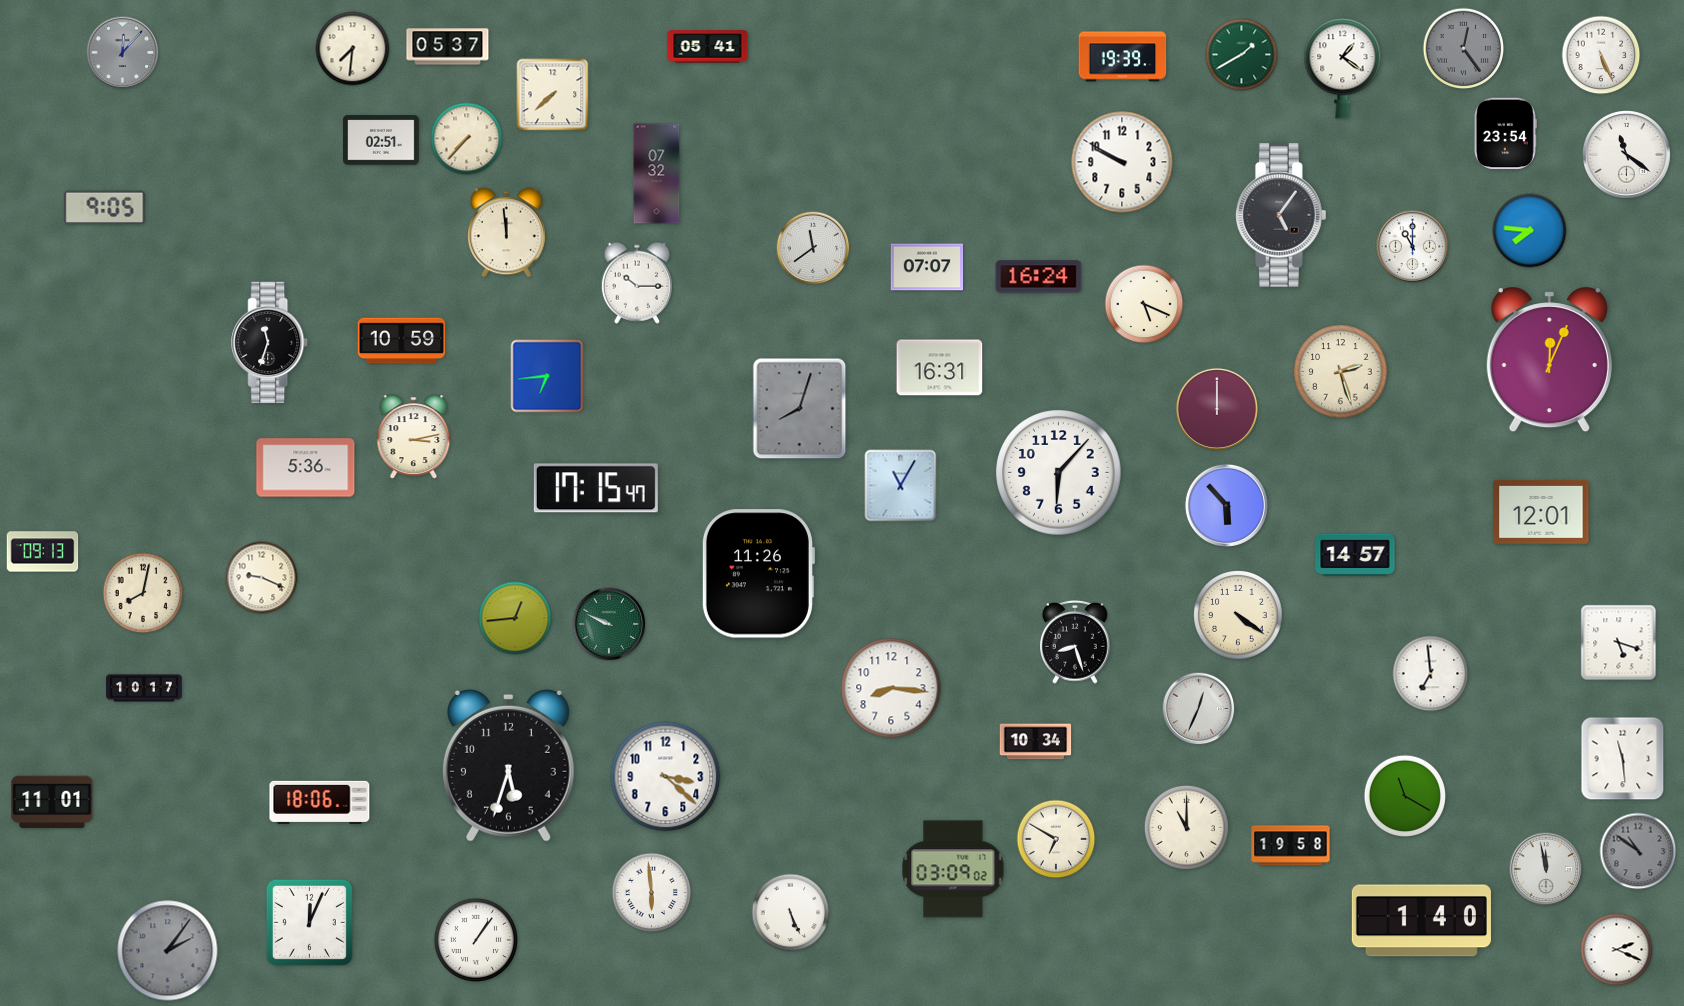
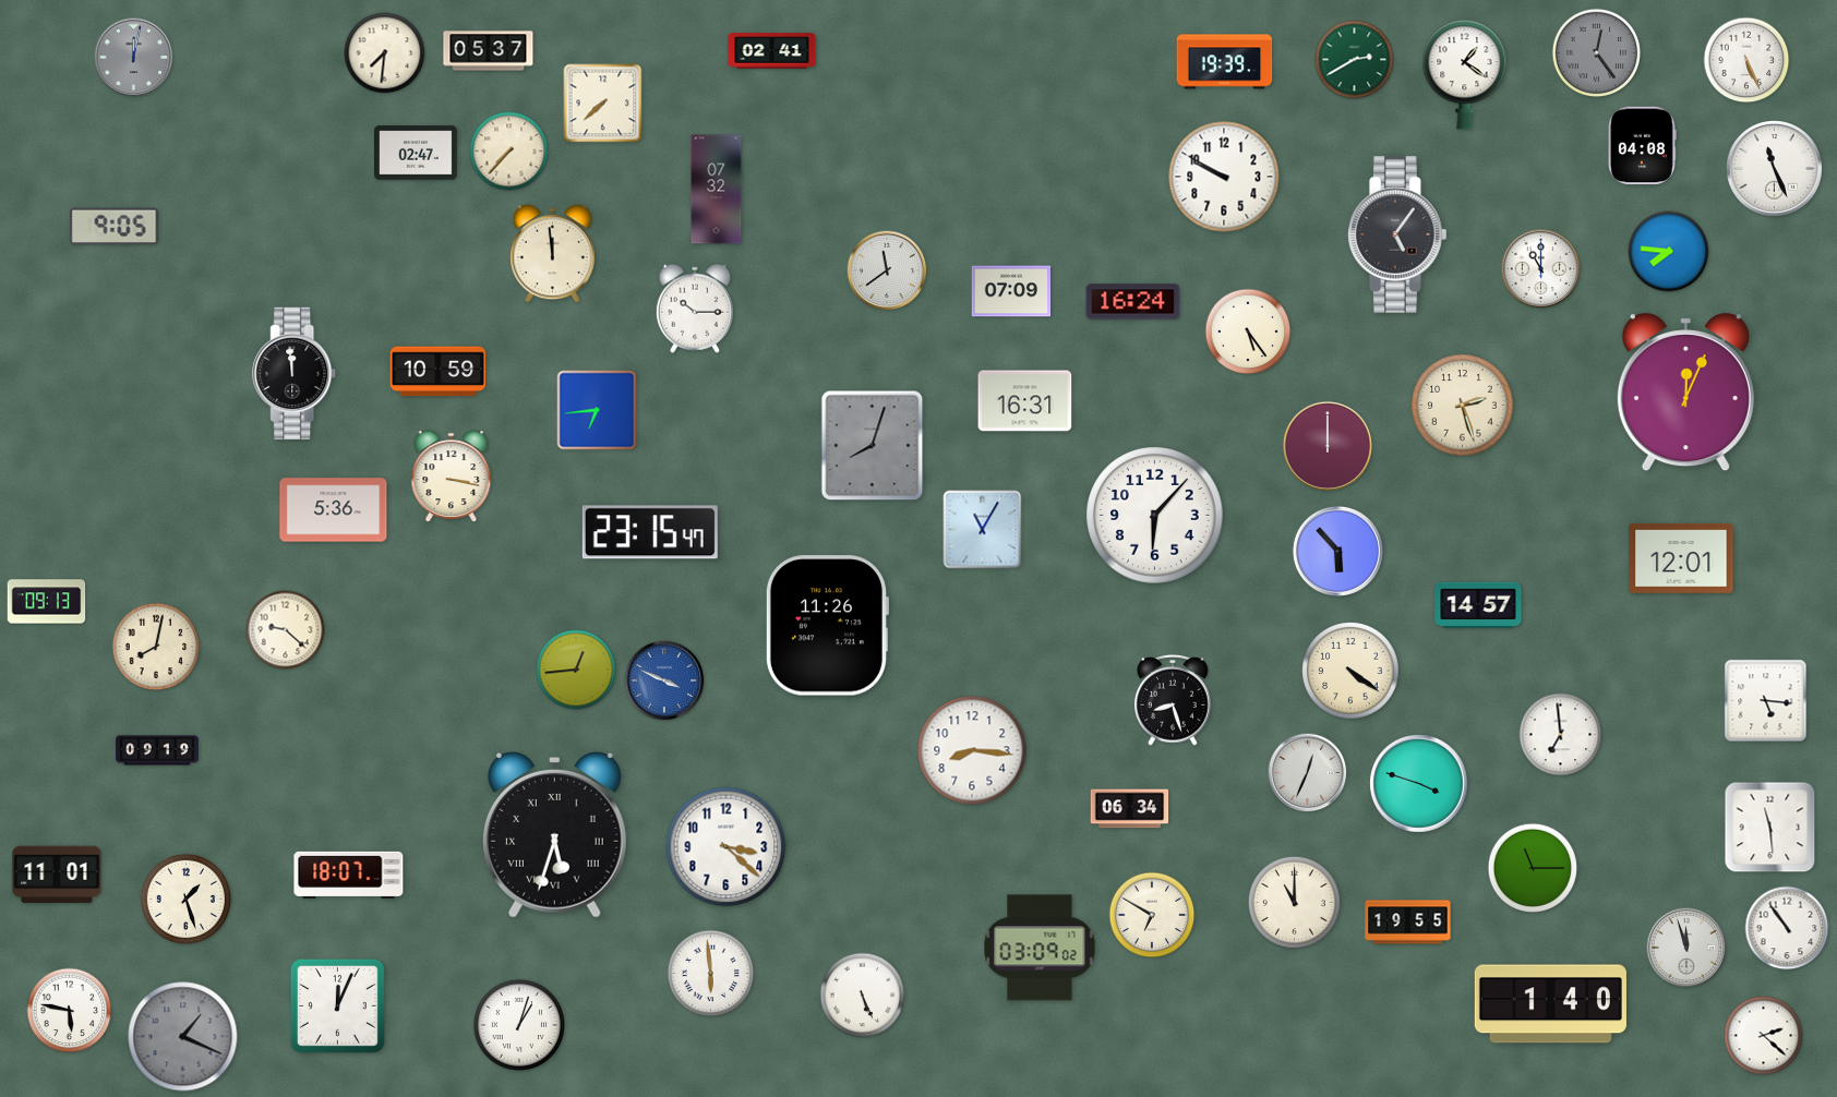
clock at (708, 47): 05:41 -> 02:41
clock at (123, 53): 12:07 -> 12:02
clock at (1242, 55): 1:40 -> 2:40
clock at (1505, 134): 23:54 -> 04:08
clock at (381, 140): 02:51 -> 02:47
clock at (1627, 155): 11:21 -> 11:26
clock at (927, 267): 07:07 -> 07:09
clock at (1144, 304): 5:19 -> 5:24
clock at (270, 343): 11:33 -> 11:59
clock at (1549, 360) position: (1549, 360) -> (1685, 393)
clock at (414, 437): 3:13 -> 3:17
clock at (596, 488): 17:15 -> 23:15
clock at (262, 578): 9:19 -> 9:22
clock at (515, 618) position: (515, 618) -> (576, 670)
clock at (609, 624): 9:49 -> 3:49
clock at (609, 624) dial: green -> blue
clock at (1619, 643): 5:18 -> 5:16
clock at (144, 688): 10:17 -> 09:19
clock at (1419, 784): none -> 3:48
clock at (1036, 742): 10:34 -> 06:34
clock at (508, 765) numerals: Arabic -> Roman
clock at (1405, 796): 11:20 -> 11:15
clock at (320, 802): 18:06 -> 18:07
clock at (185, 899): none -> 1:27
clock at (1291, 846): 19:58 -> 19:55
clock at (1638, 851): 10:51 -> 10:54
clock at (1638, 851) dial: grey -> white
clock at (1546, 869): 11:58 -> 11:57
clock at (70, 1011): none -> 5:47
clock at (476, 940): 1:06 -> 1:03
clock at (1617, 950): 2:19 -> 2:22
clock at (168, 951): 2:06 -> 1:19
